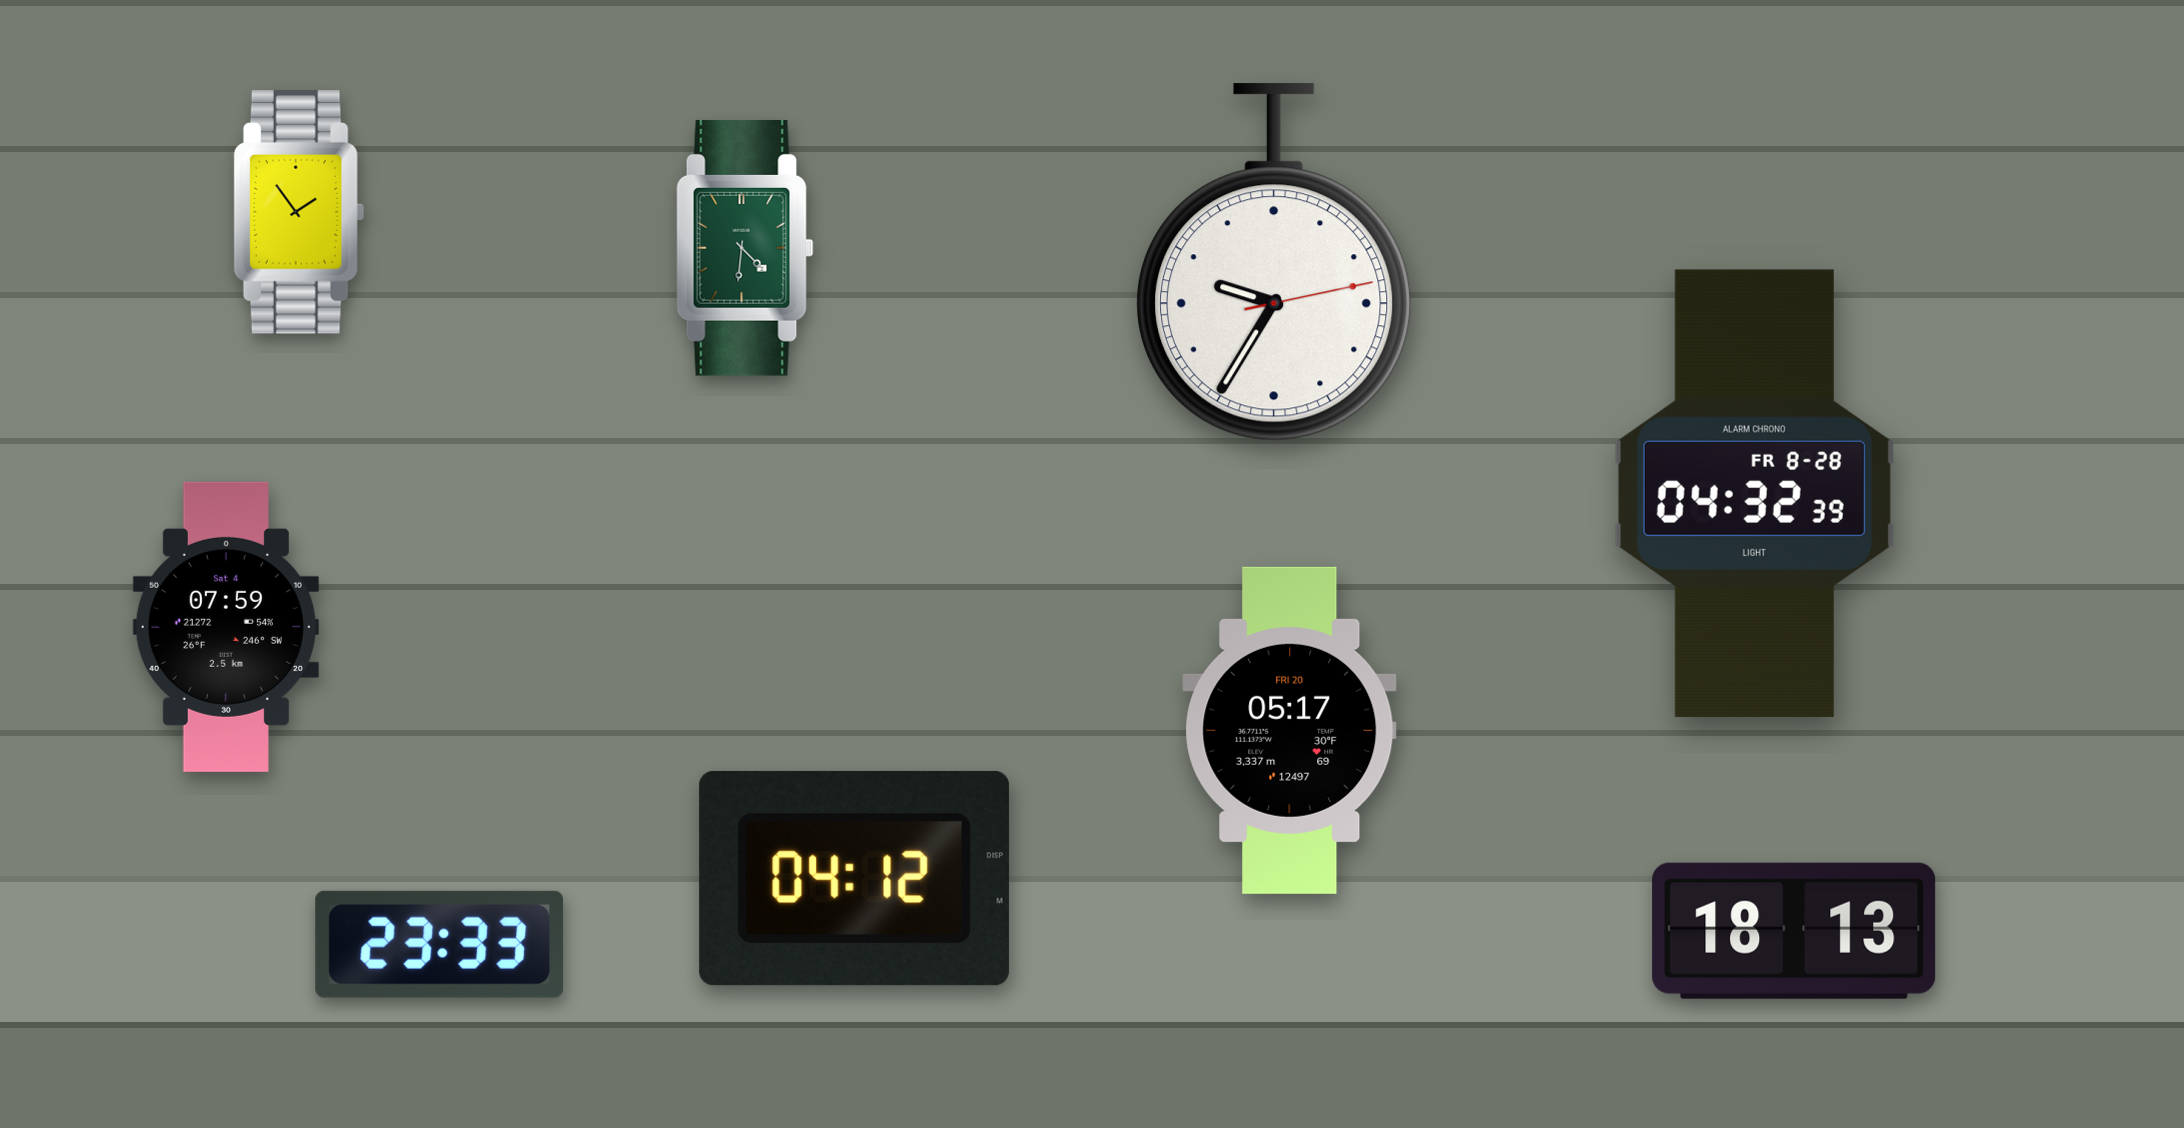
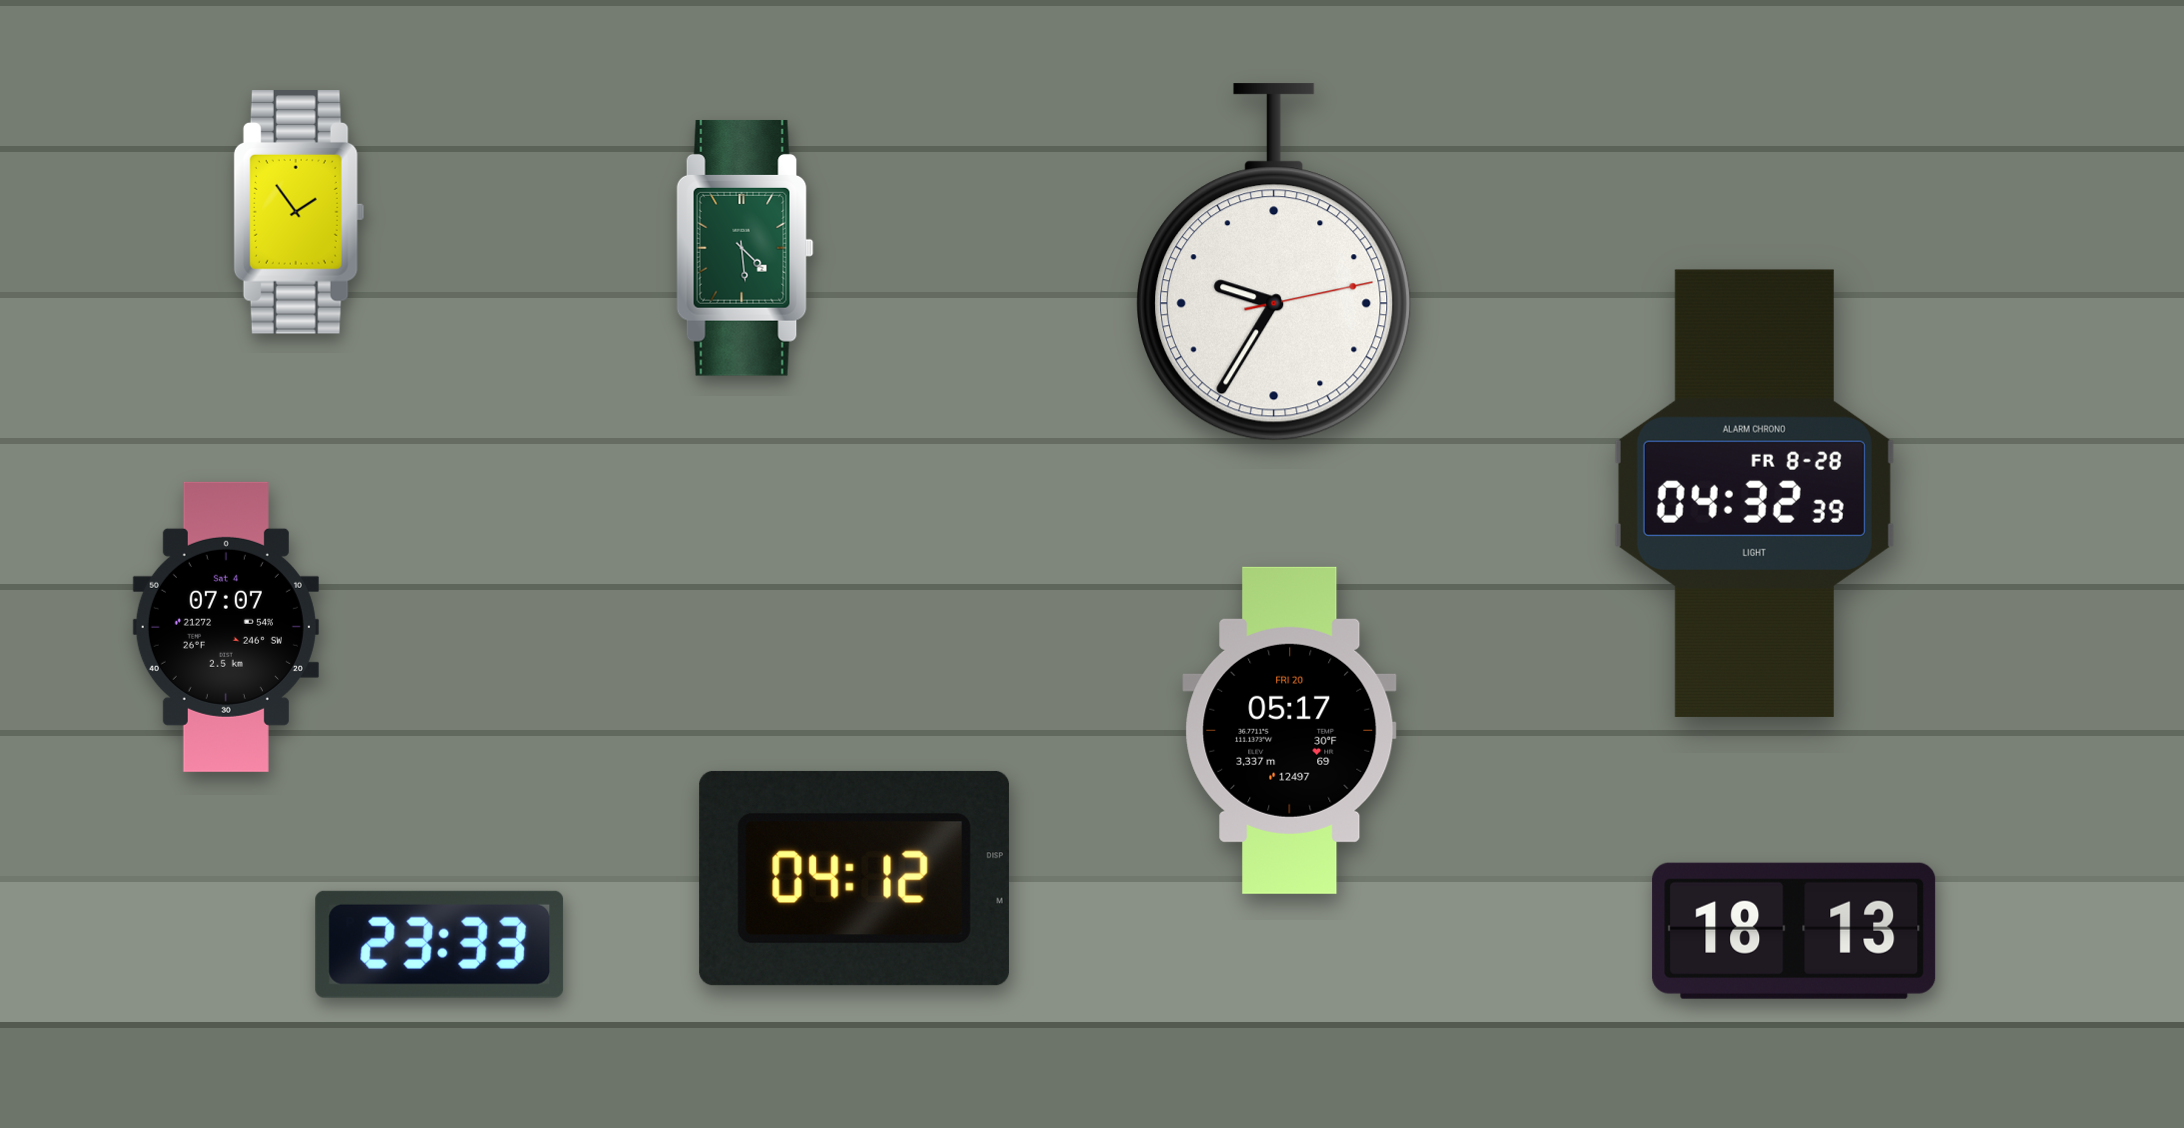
clock at (745, 248): 4:31 -> 4:29
clock at (226, 627): 07:59 -> 07:07
